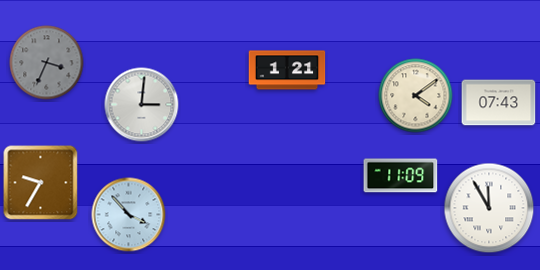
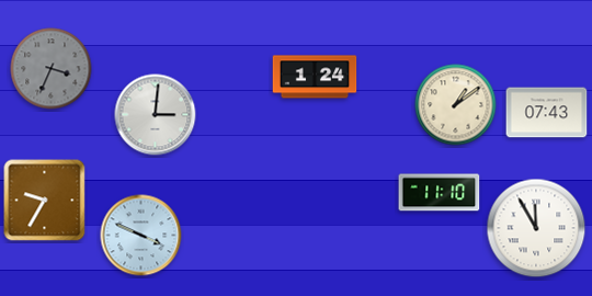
clock at (287, 70): 1:21 -> 1:24
clock at (416, 96): 4:09 -> 1:09
clock at (401, 176): 11:09 -> 11:10
clock at (129, 215): 3:53 -> 3:49
